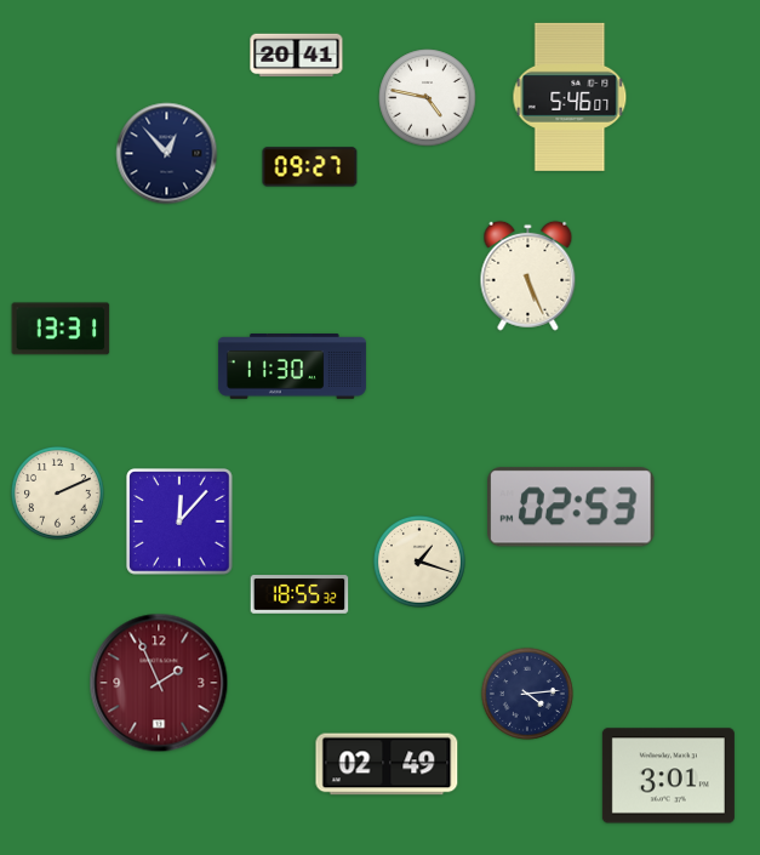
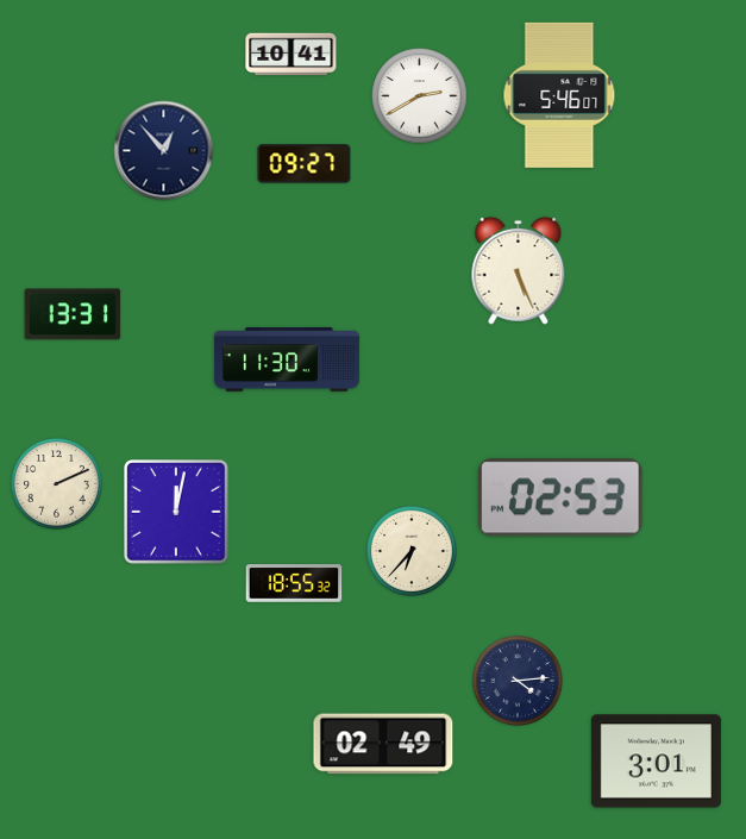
clock at (297, 56): 20:41 -> 10:41
clock at (428, 98): 4:47 -> 2:40
clock at (61, 329) position: (61, 329) -> (73, 314)
clock at (179, 521): 12:07 -> 12:02
clock at (419, 562): 1:18 -> 6:37
clock at (159, 683): 1:56 -> none
clock at (387, 764) position: (387, 764) -> (383, 744)
